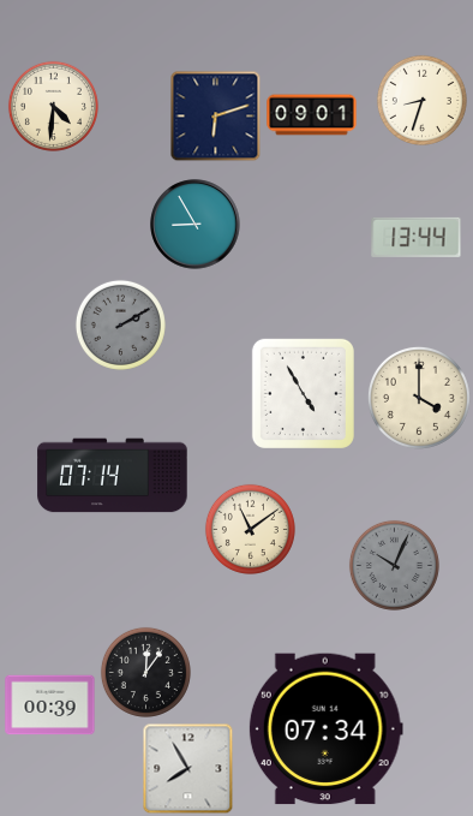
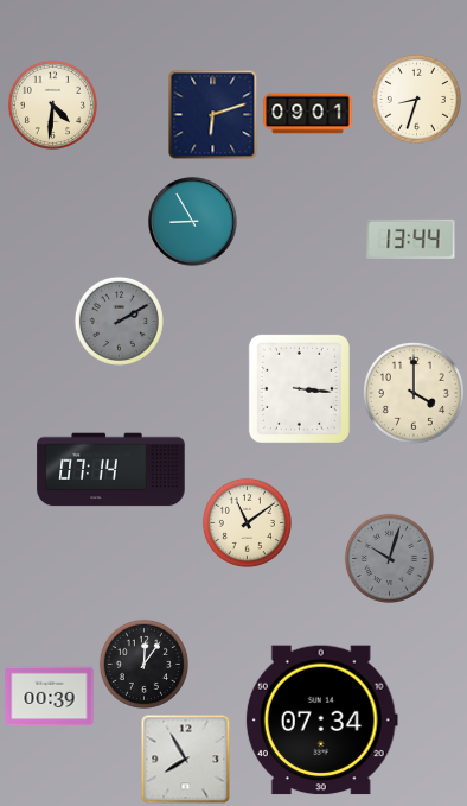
clock at (417, 237) position: (417, 237) -> (411, 239)
clock at (303, 393): 4:55 -> 3:16
clock at (394, 565): 10:04 -> 10:03
